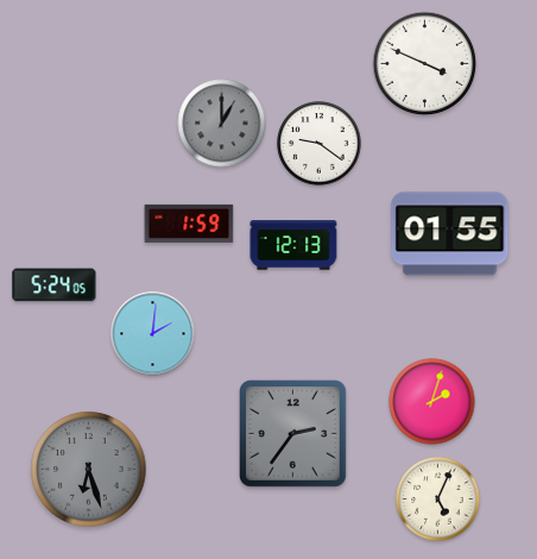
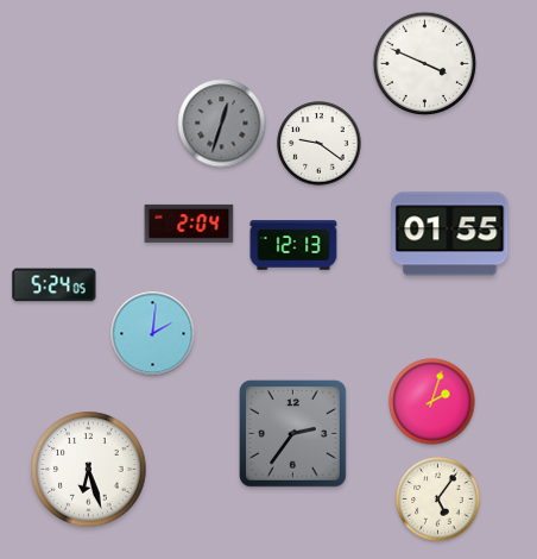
clock at (222, 124): 1:00 -> 12:33
clock at (189, 224): 1:59 -> 2:04
clock at (89, 470) dial: grey -> white
clock at (438, 500): 5:04 -> 5:06
